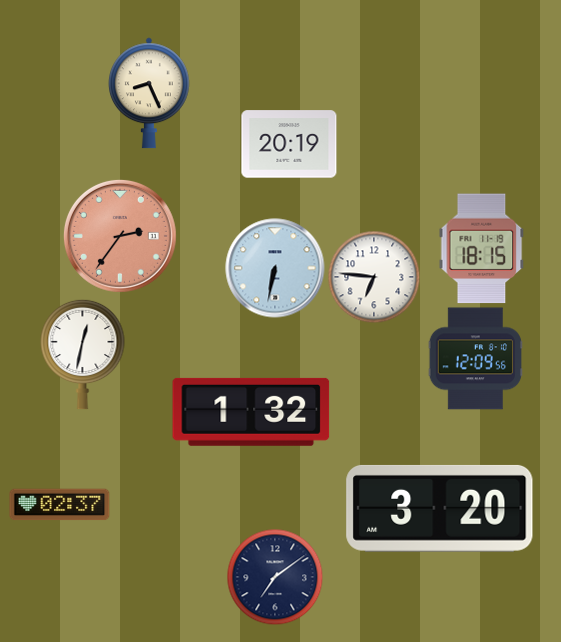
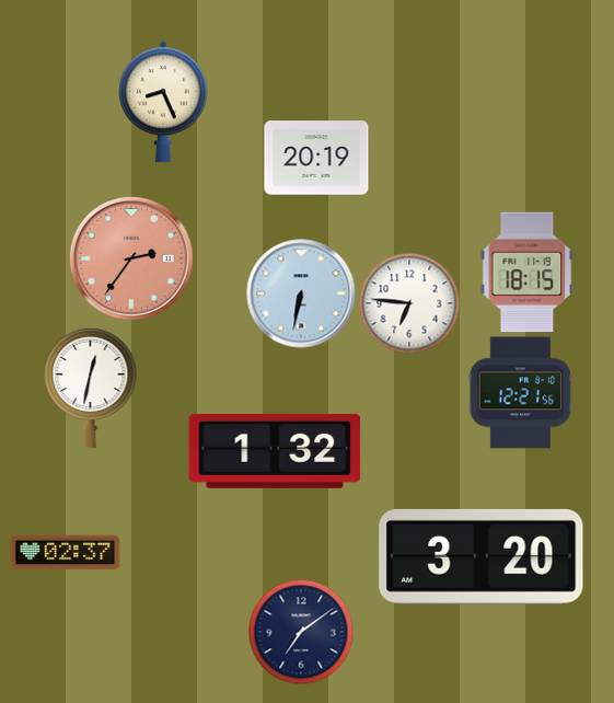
clock at (475, 359): 12:09 -> 12:21
